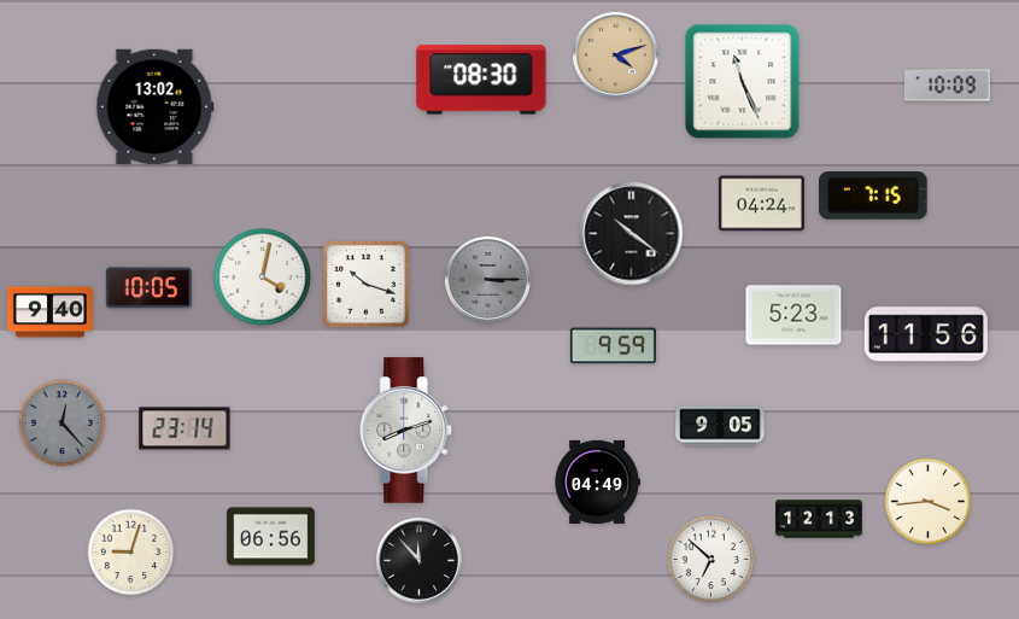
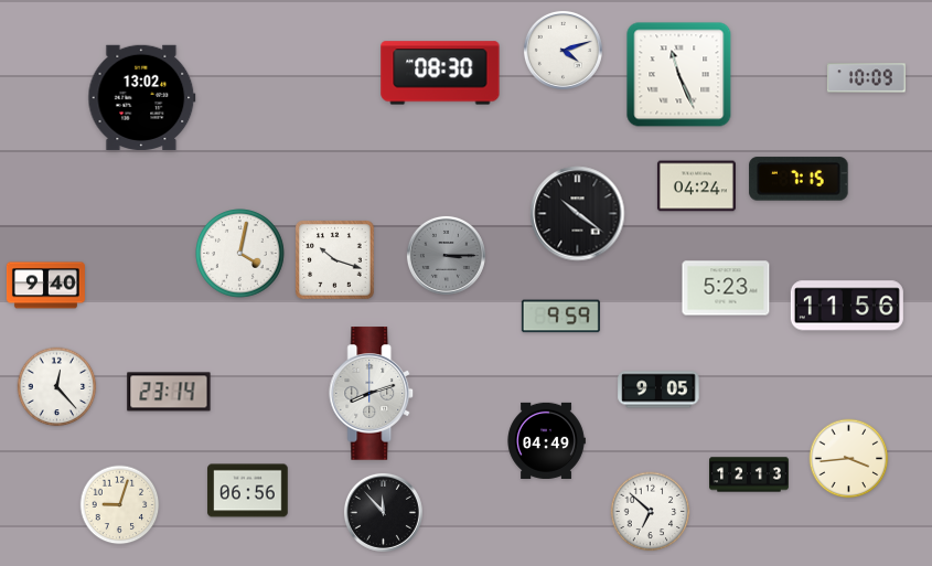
clock at (615, 54) dial: champagne -> white
clock at (148, 288): 10:05 -> none
clock at (63, 424) dial: grey -> white
